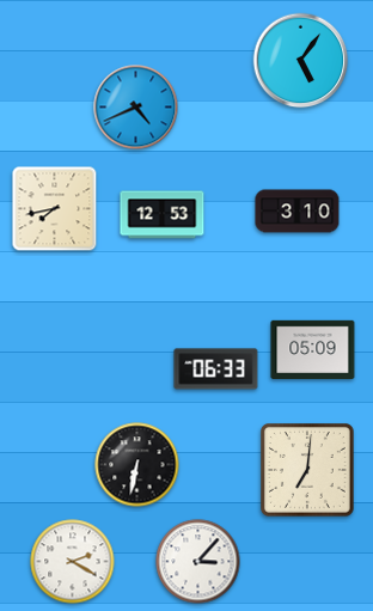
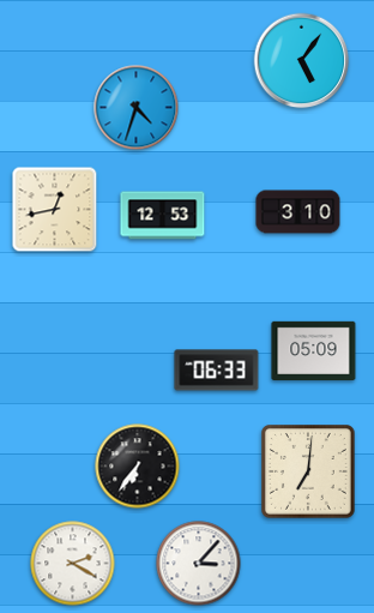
clock at (136, 108): 4:41 -> 4:33
clock at (55, 209): 7:43 -> 12:43
clock at (137, 465): 6:32 -> 6:36
